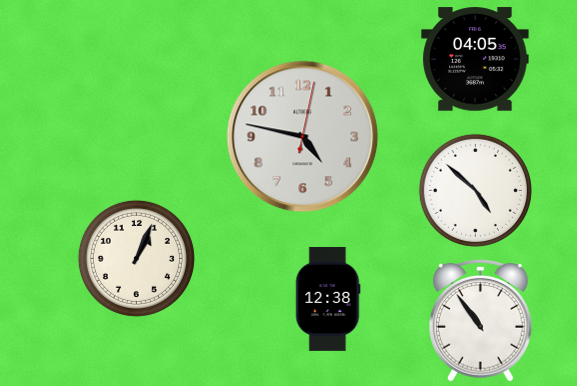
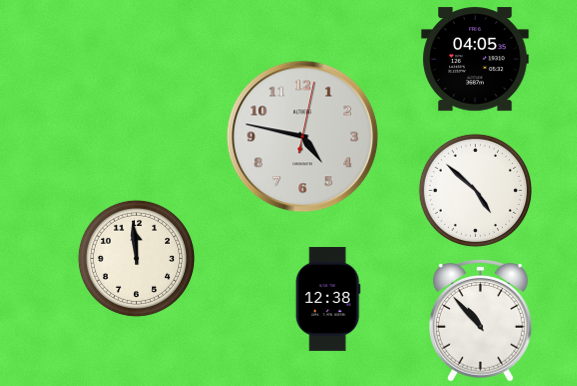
clock at (136, 258): 1:04 -> 11:59
clock at (481, 321): 10:54 -> 10:53
